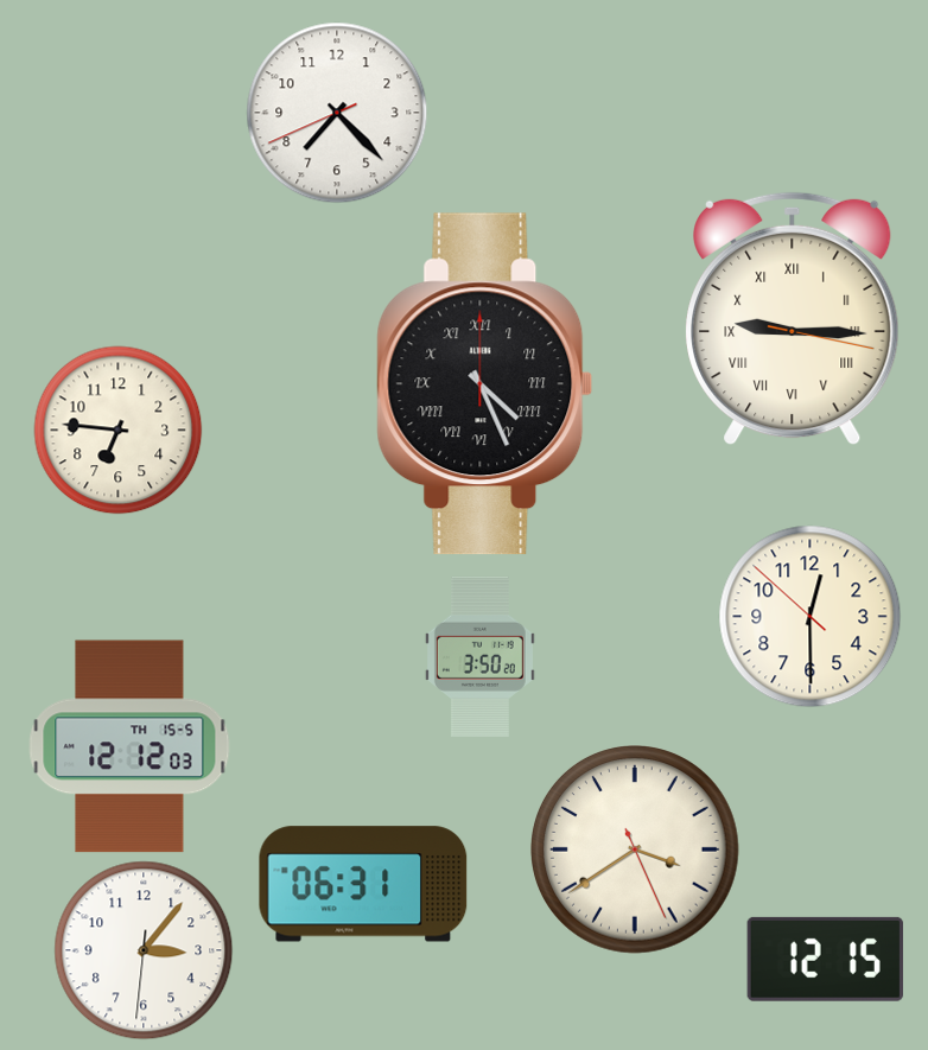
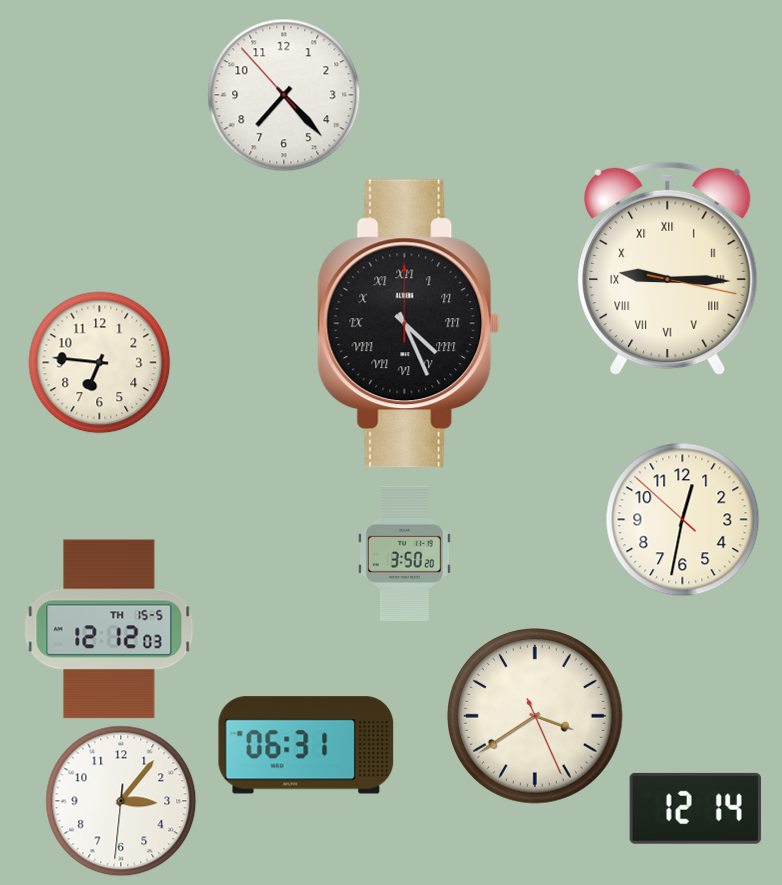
clock at (337, 113): 7:22:41 -> 7:22:53
clock at (811, 617): 12:29 -> 12:31
clock at (825, 959): 12:15 -> 12:14
